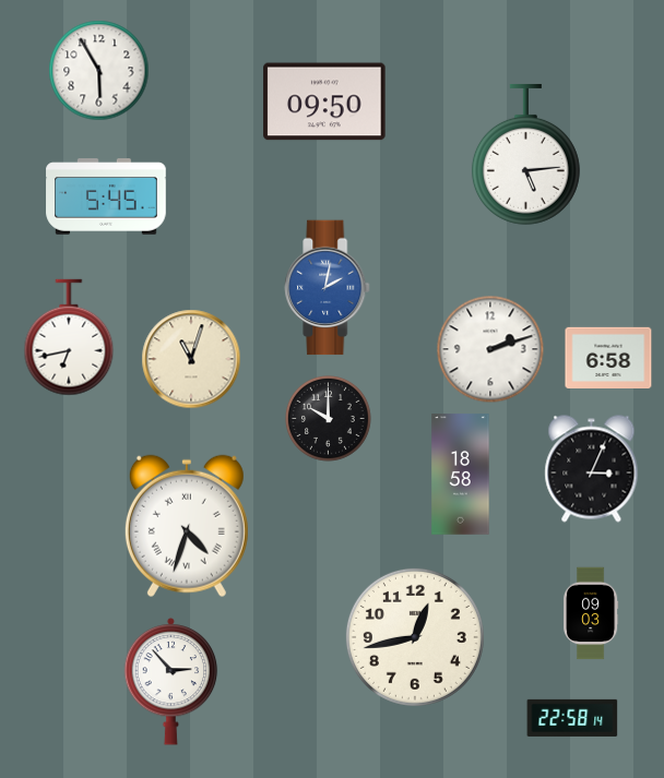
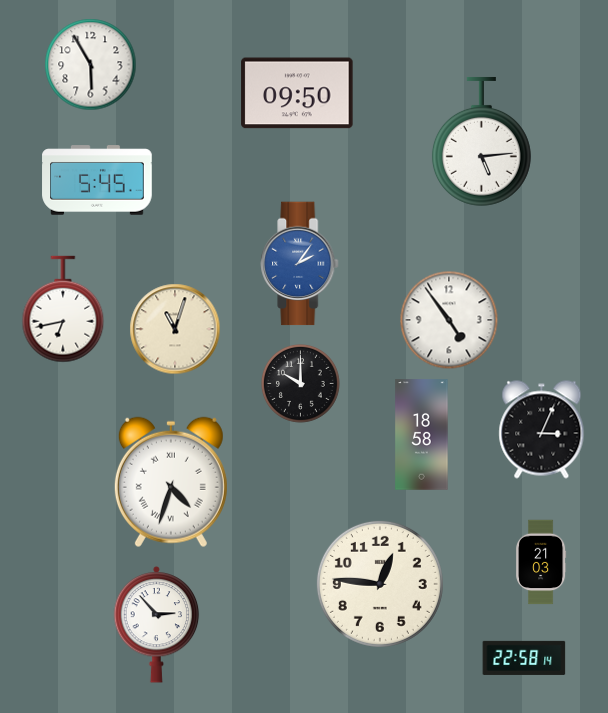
clock at (328, 288): 2:02 -> 2:06
clock at (490, 349): 2:12 -> 4:54
clock at (608, 357): 6:58 -> none
clock at (592, 613): 09:03 -> 21:03
clock at (415, 637): 12:43 -> 12:46
